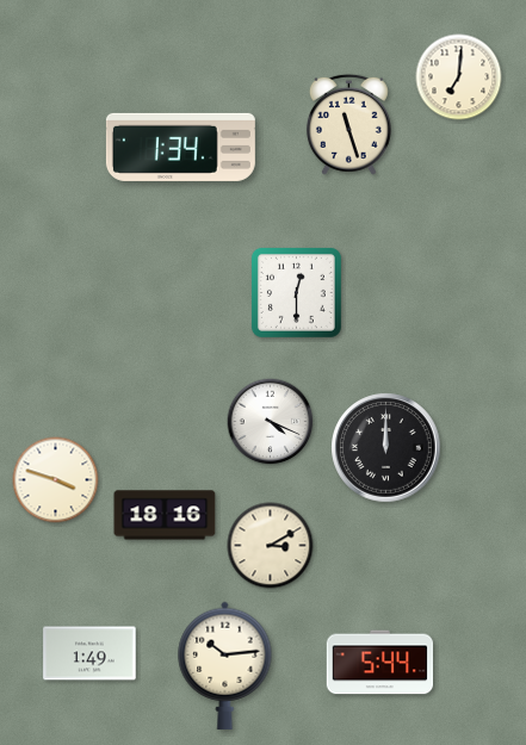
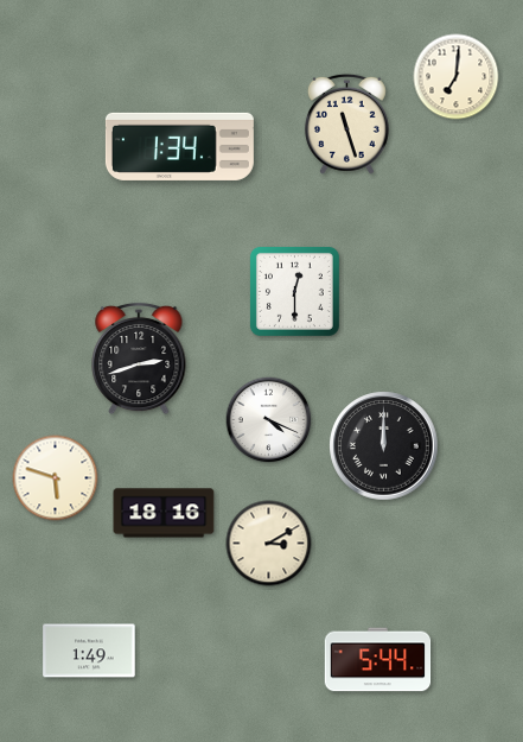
clock at (139, 359): none -> 2:42
clock at (56, 480): 3:48 -> 5:48
clock at (225, 665): 10:14 -> none
